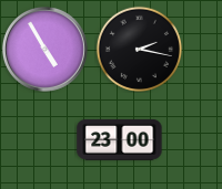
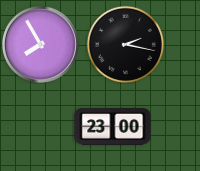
clock at (44, 49): 4:55 -> 7:55
clock at (120, 139) position: (120, 139) -> (113, 126)
